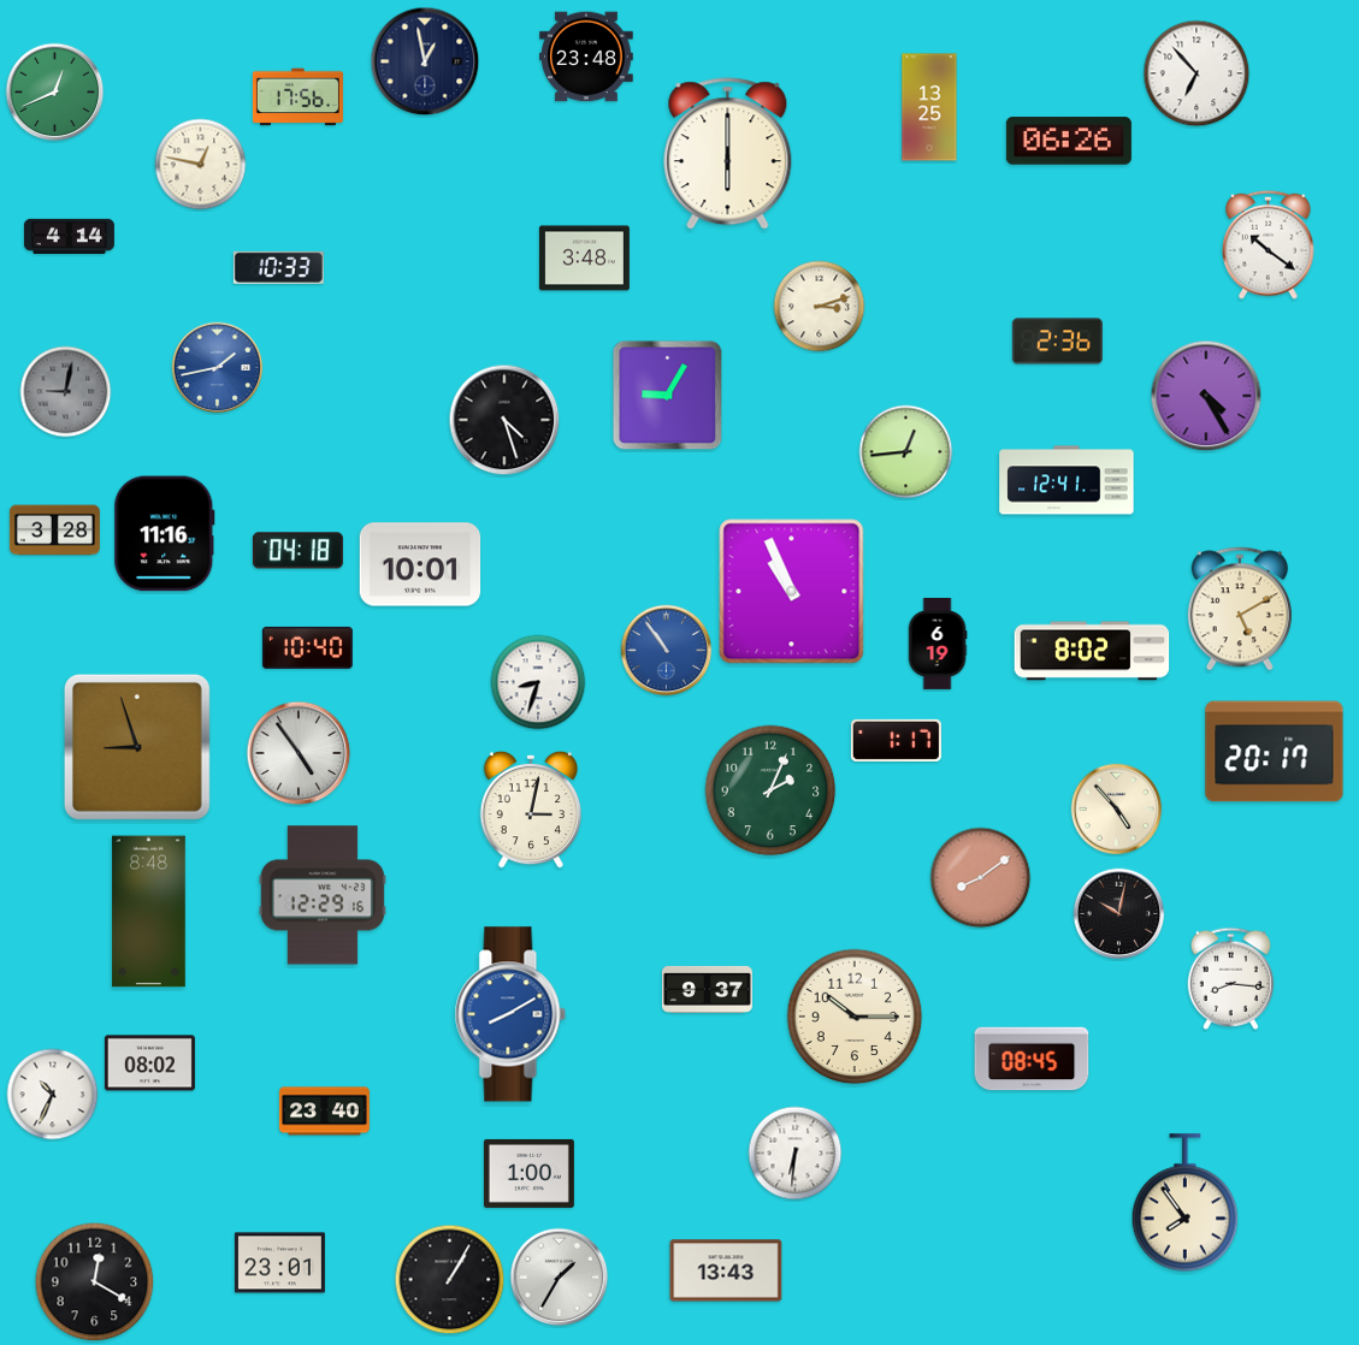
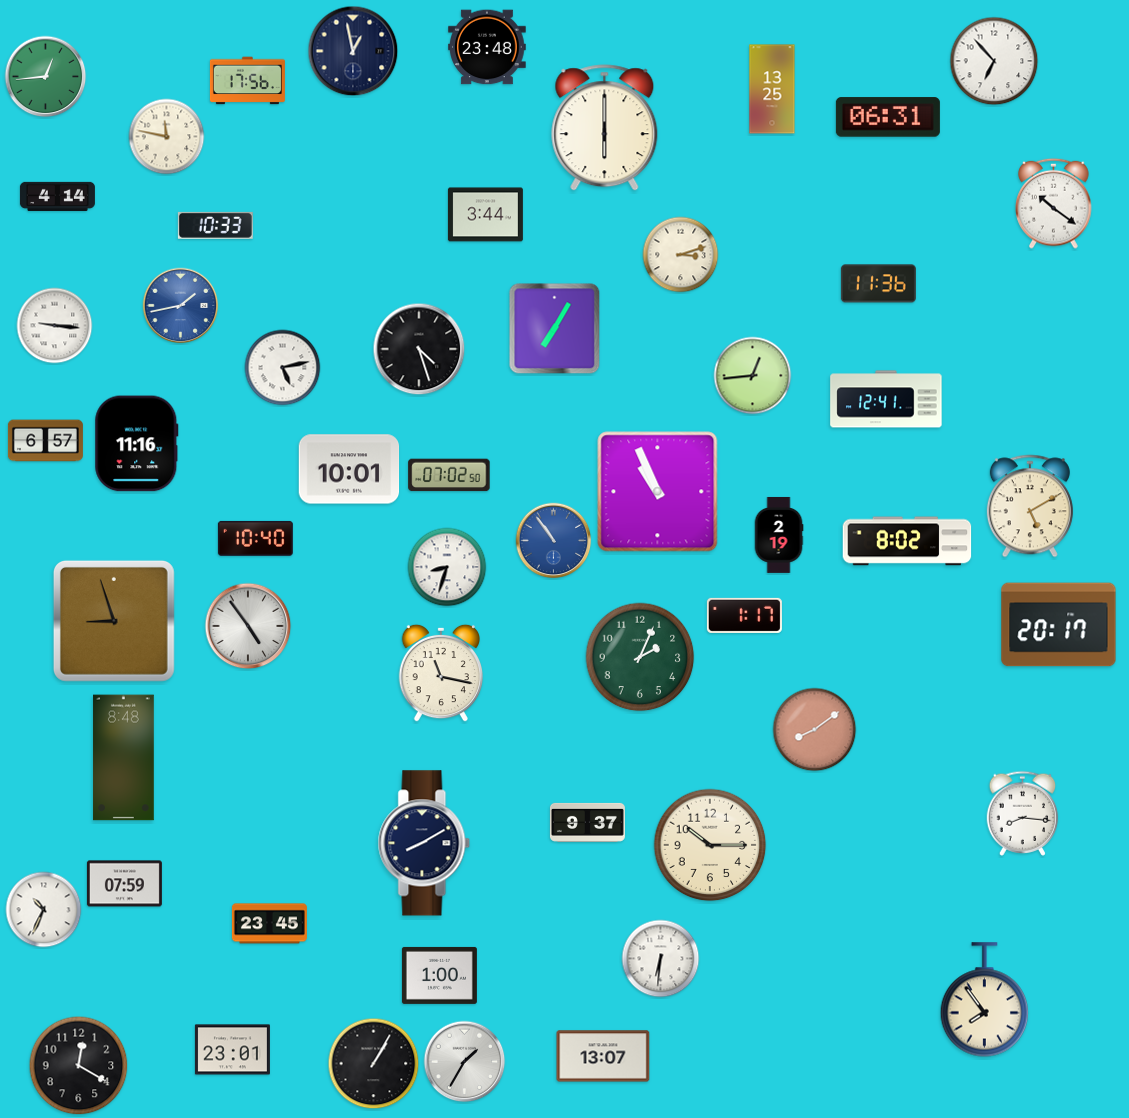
clock at (55, 93): 12:41 -> 12:44
clock at (1069, 141): 06:26 -> 06:31
clock at (201, 165): 12:47 -> 11:47
clock at (584, 259): 3:48 -> 3:44
clock at (278, 267) position: (278, 267) -> (215, 225)
clock at (1057, 342): 2:36 -> 11:36
clock at (66, 392): 9:02 -> 9:16
clock at (66, 392) dial: grey -> white
clock at (668, 396): 9:05 -> 7:05
clock at (1206, 396): 4:25 -> none
clock at (283, 368): none -> 5:13
clock at (54, 531): 3:28 -> 6:57
clock at (297, 551): 04:18 -> none
clock at (449, 475): none -> 07:02
clock at (938, 644): 6:19 -> 2:19
clock at (530, 810): 3:02 -> 11:17
clock at (1117, 810): 4:53 -> none
clock at (323, 895): 12:29 -> none
clock at (1119, 914): 10:02 -> none
clock at (510, 1014) dial: blue -> navy
clock at (1032, 1059): 08:45 -> none
clock at (149, 1063): 08:02 -> 07:59
clock at (324, 1112): 23:40 -> 23:45
clock at (726, 1270): 13:43 -> 13:07
